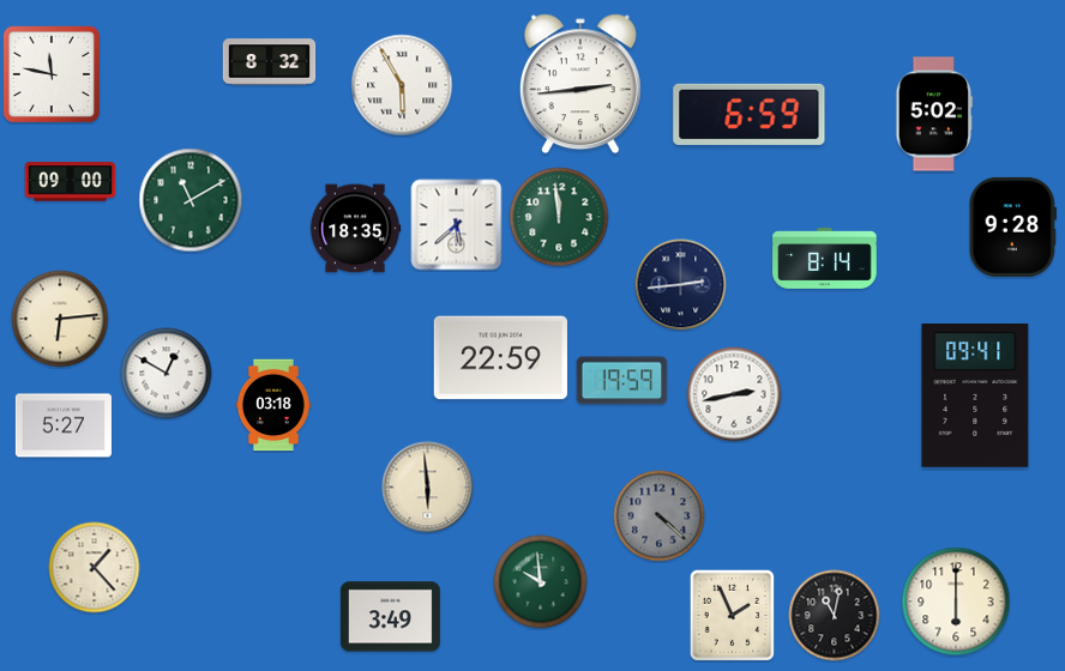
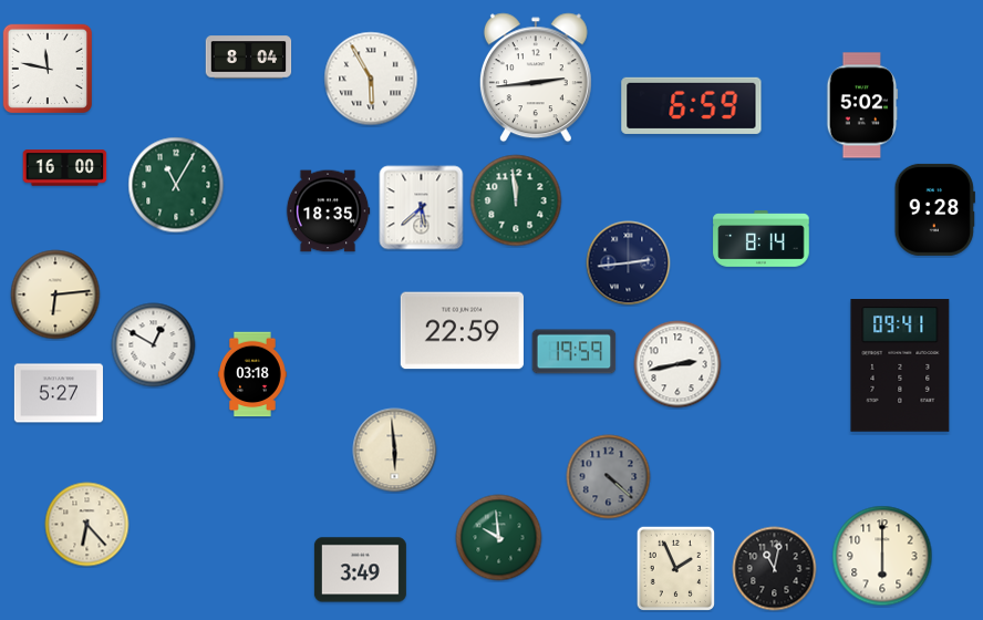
clock at (270, 62): 8:32 -> 8:04
clock at (71, 182): 09:00 -> 16:00
clock at (191, 200): 11:10 -> 11:05
clock at (95, 568): 1:23 -> 6:23
clock at (835, 616) position: (835, 616) -> (775, 569)
